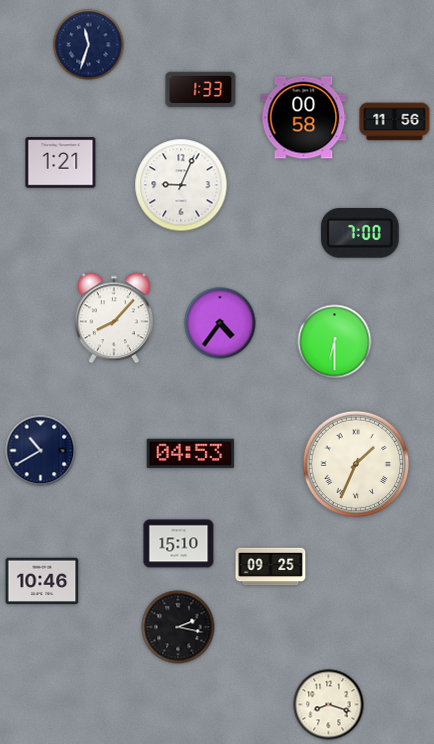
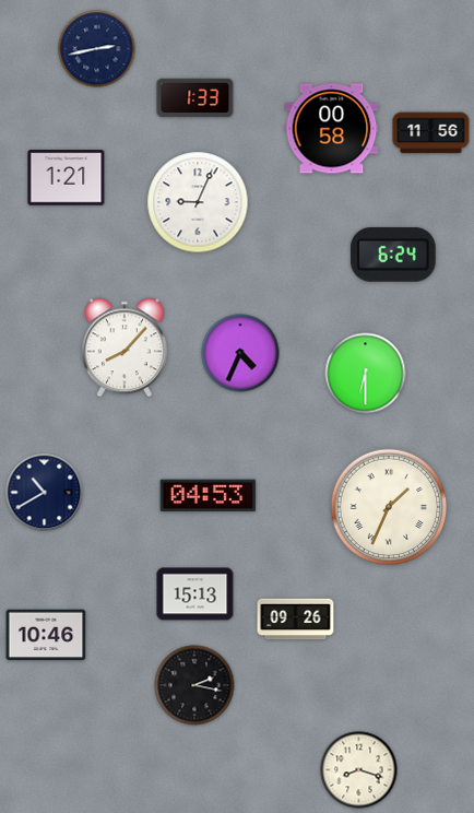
clock at (89, 45): 11:33 -> 2:43
clock at (201, 90) position: (201, 90) -> (195, 98)
clock at (360, 233): 7:00 -> 6:24
clock at (220, 323): 4:36 -> 4:34
clock at (179, 544): 15:10 -> 15:13
clock at (271, 567): 09:25 -> 09:26
